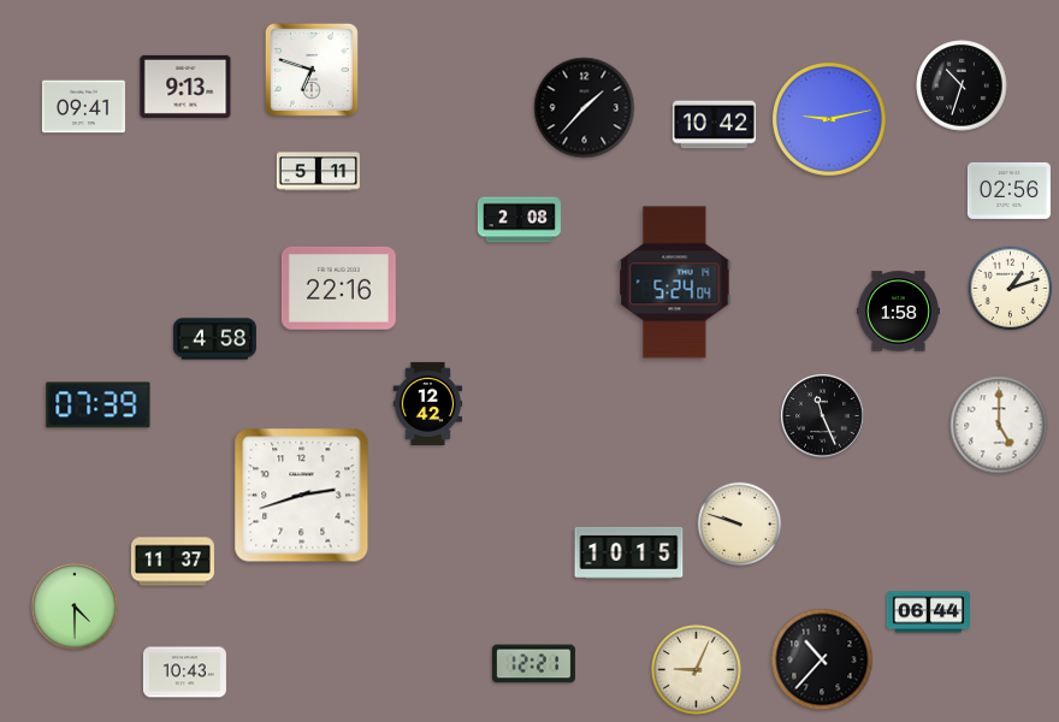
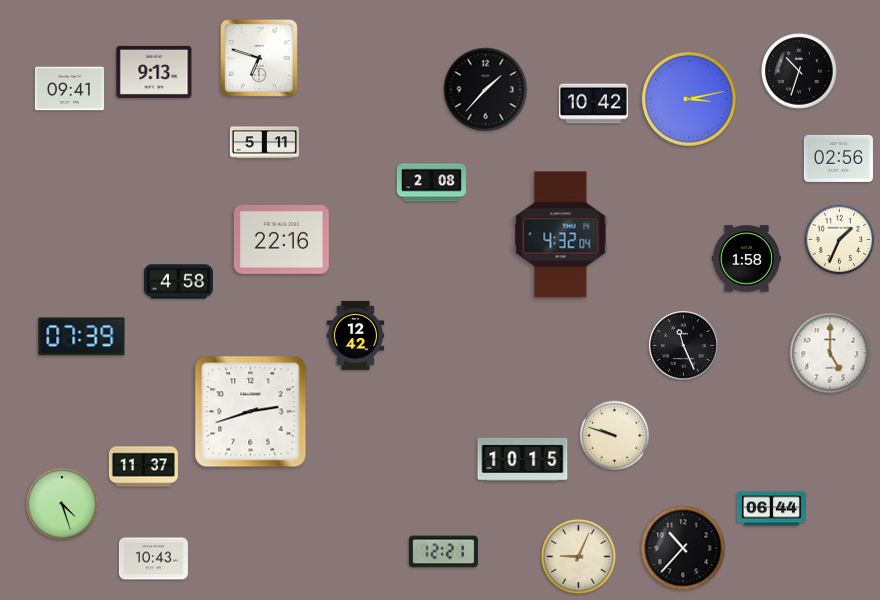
clock at (829, 119): 9:13 -> 3:13
clock at (675, 283): 5:24 -> 4:32
clock at (1011, 289): 1:12 -> 1:34
clock at (75, 606): 4:30 -> 4:27
